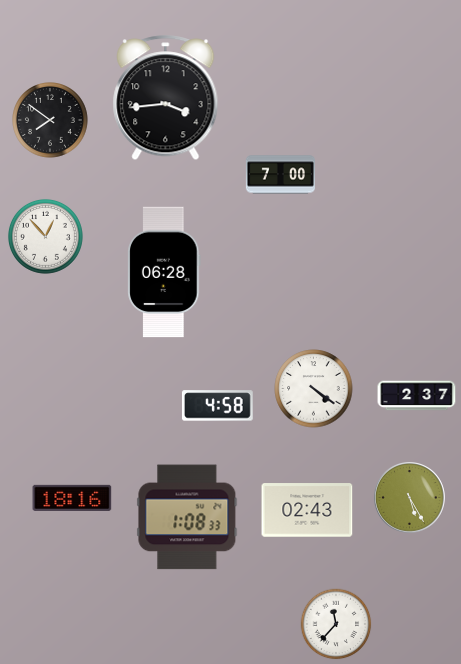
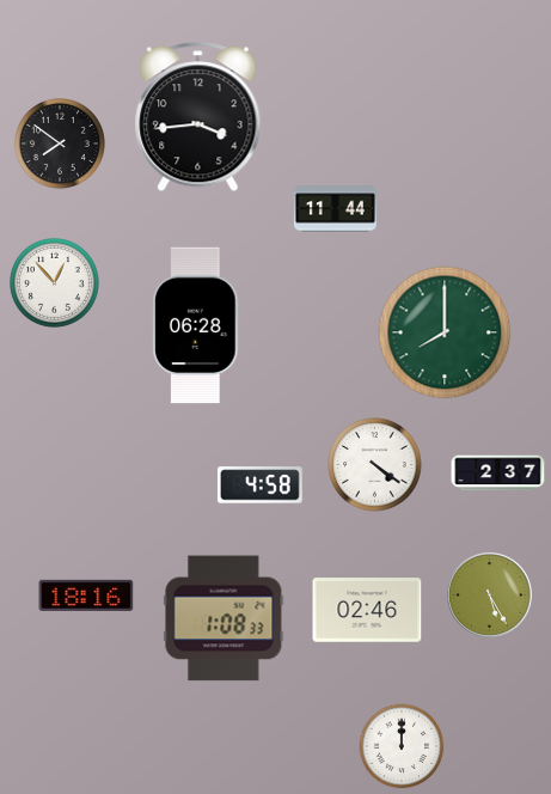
clock at (280, 175): 7:00 -> 11:44
clock at (445, 332): none -> 8:00
clock at (307, 510): 02:43 -> 02:46
clock at (336, 624): 11:37 -> 12:00
